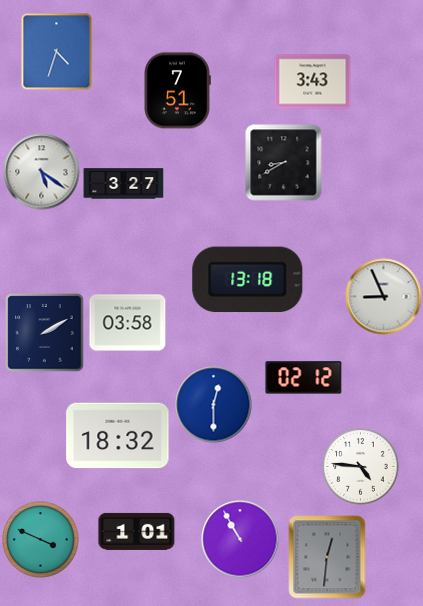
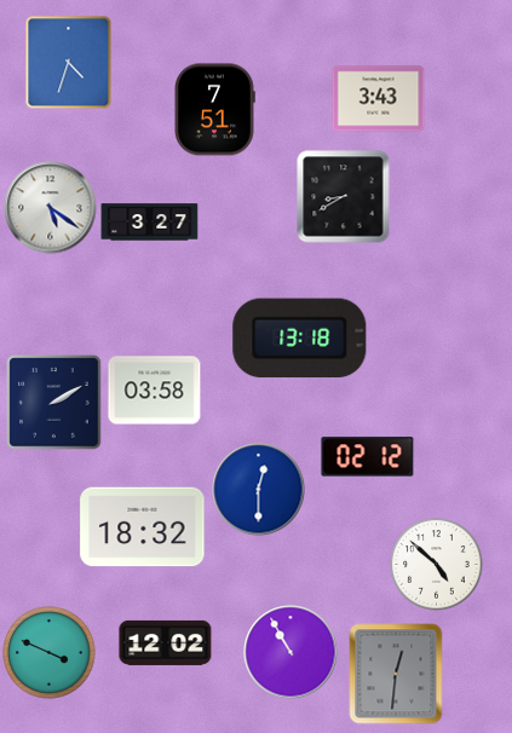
clock at (384, 297): 8:56 -> none
clock at (361, 467): 4:46 -> 4:52
clock at (137, 531): 1:01 -> 12:02
